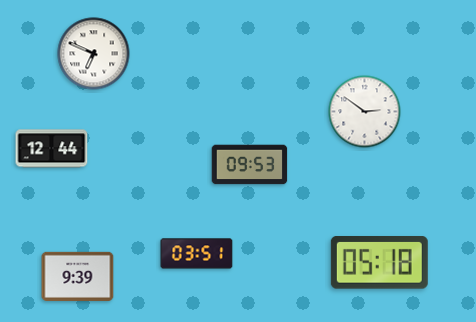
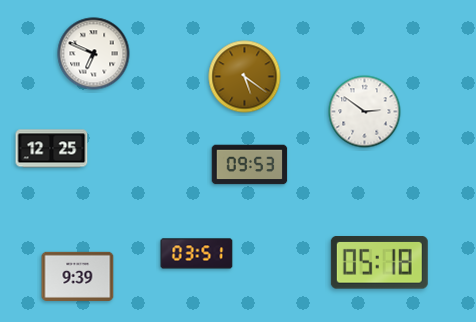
clock at (245, 77): none -> 5:21
clock at (52, 149): 12:44 -> 12:25
